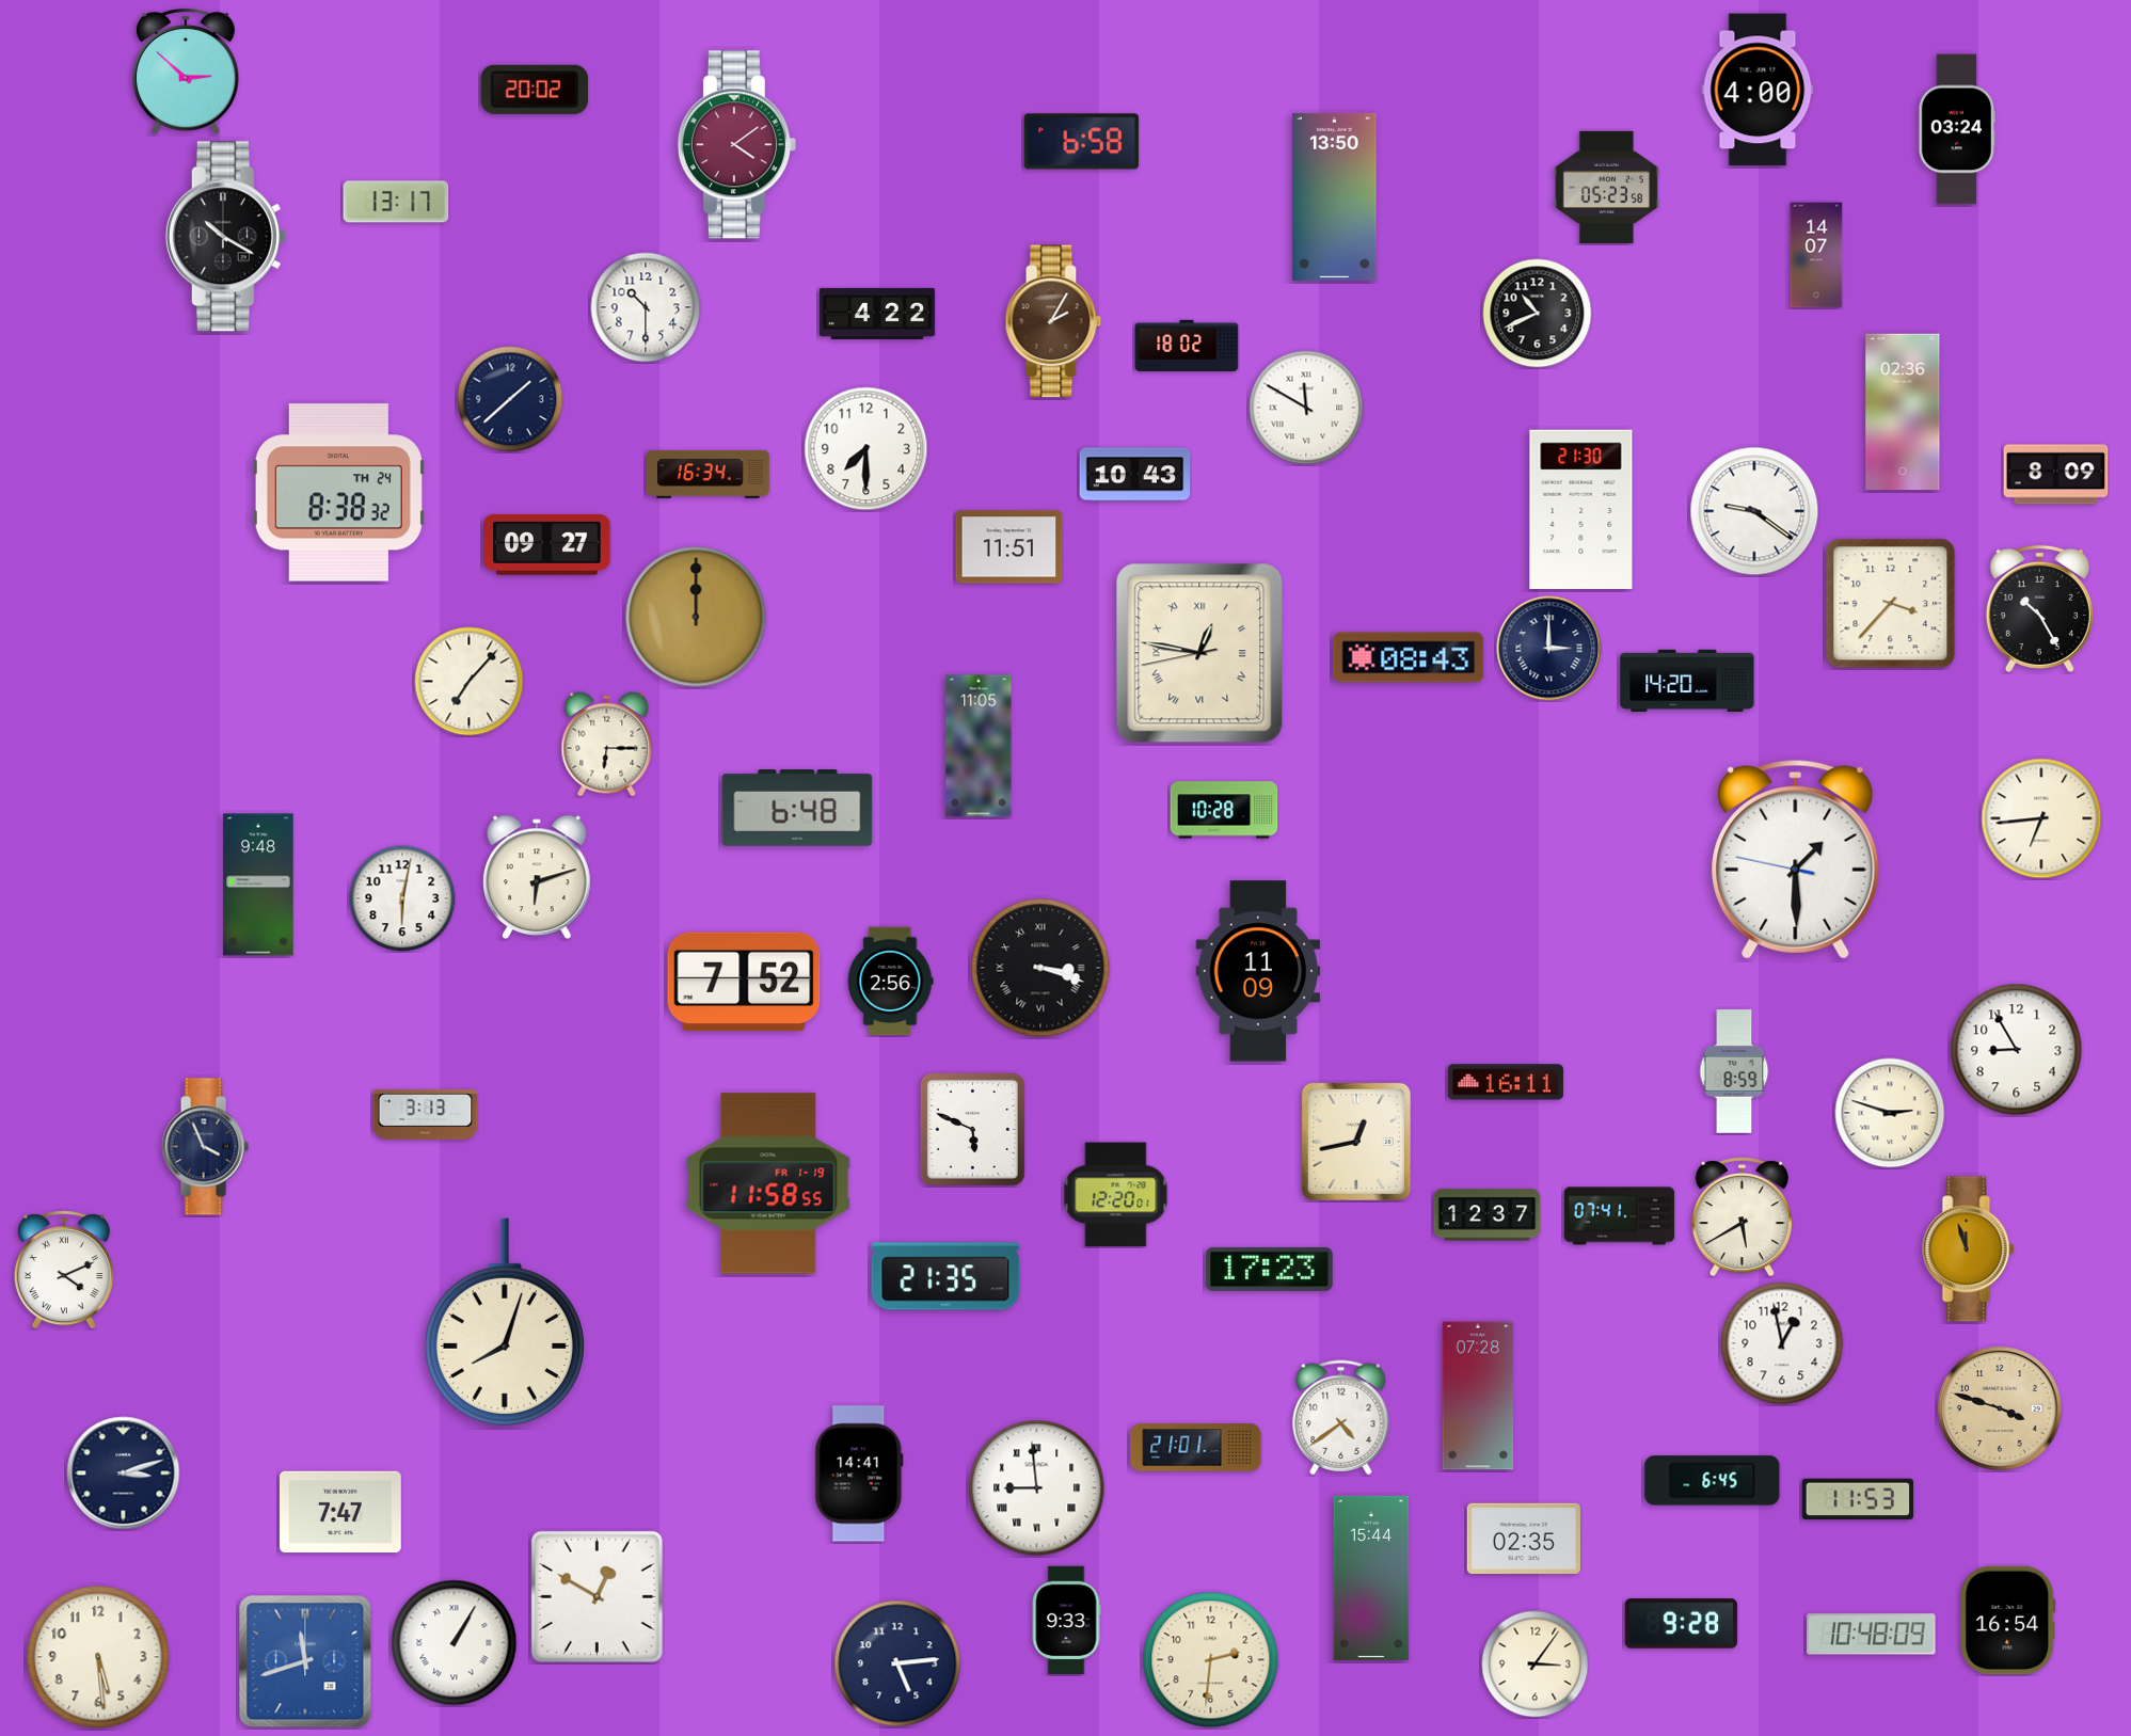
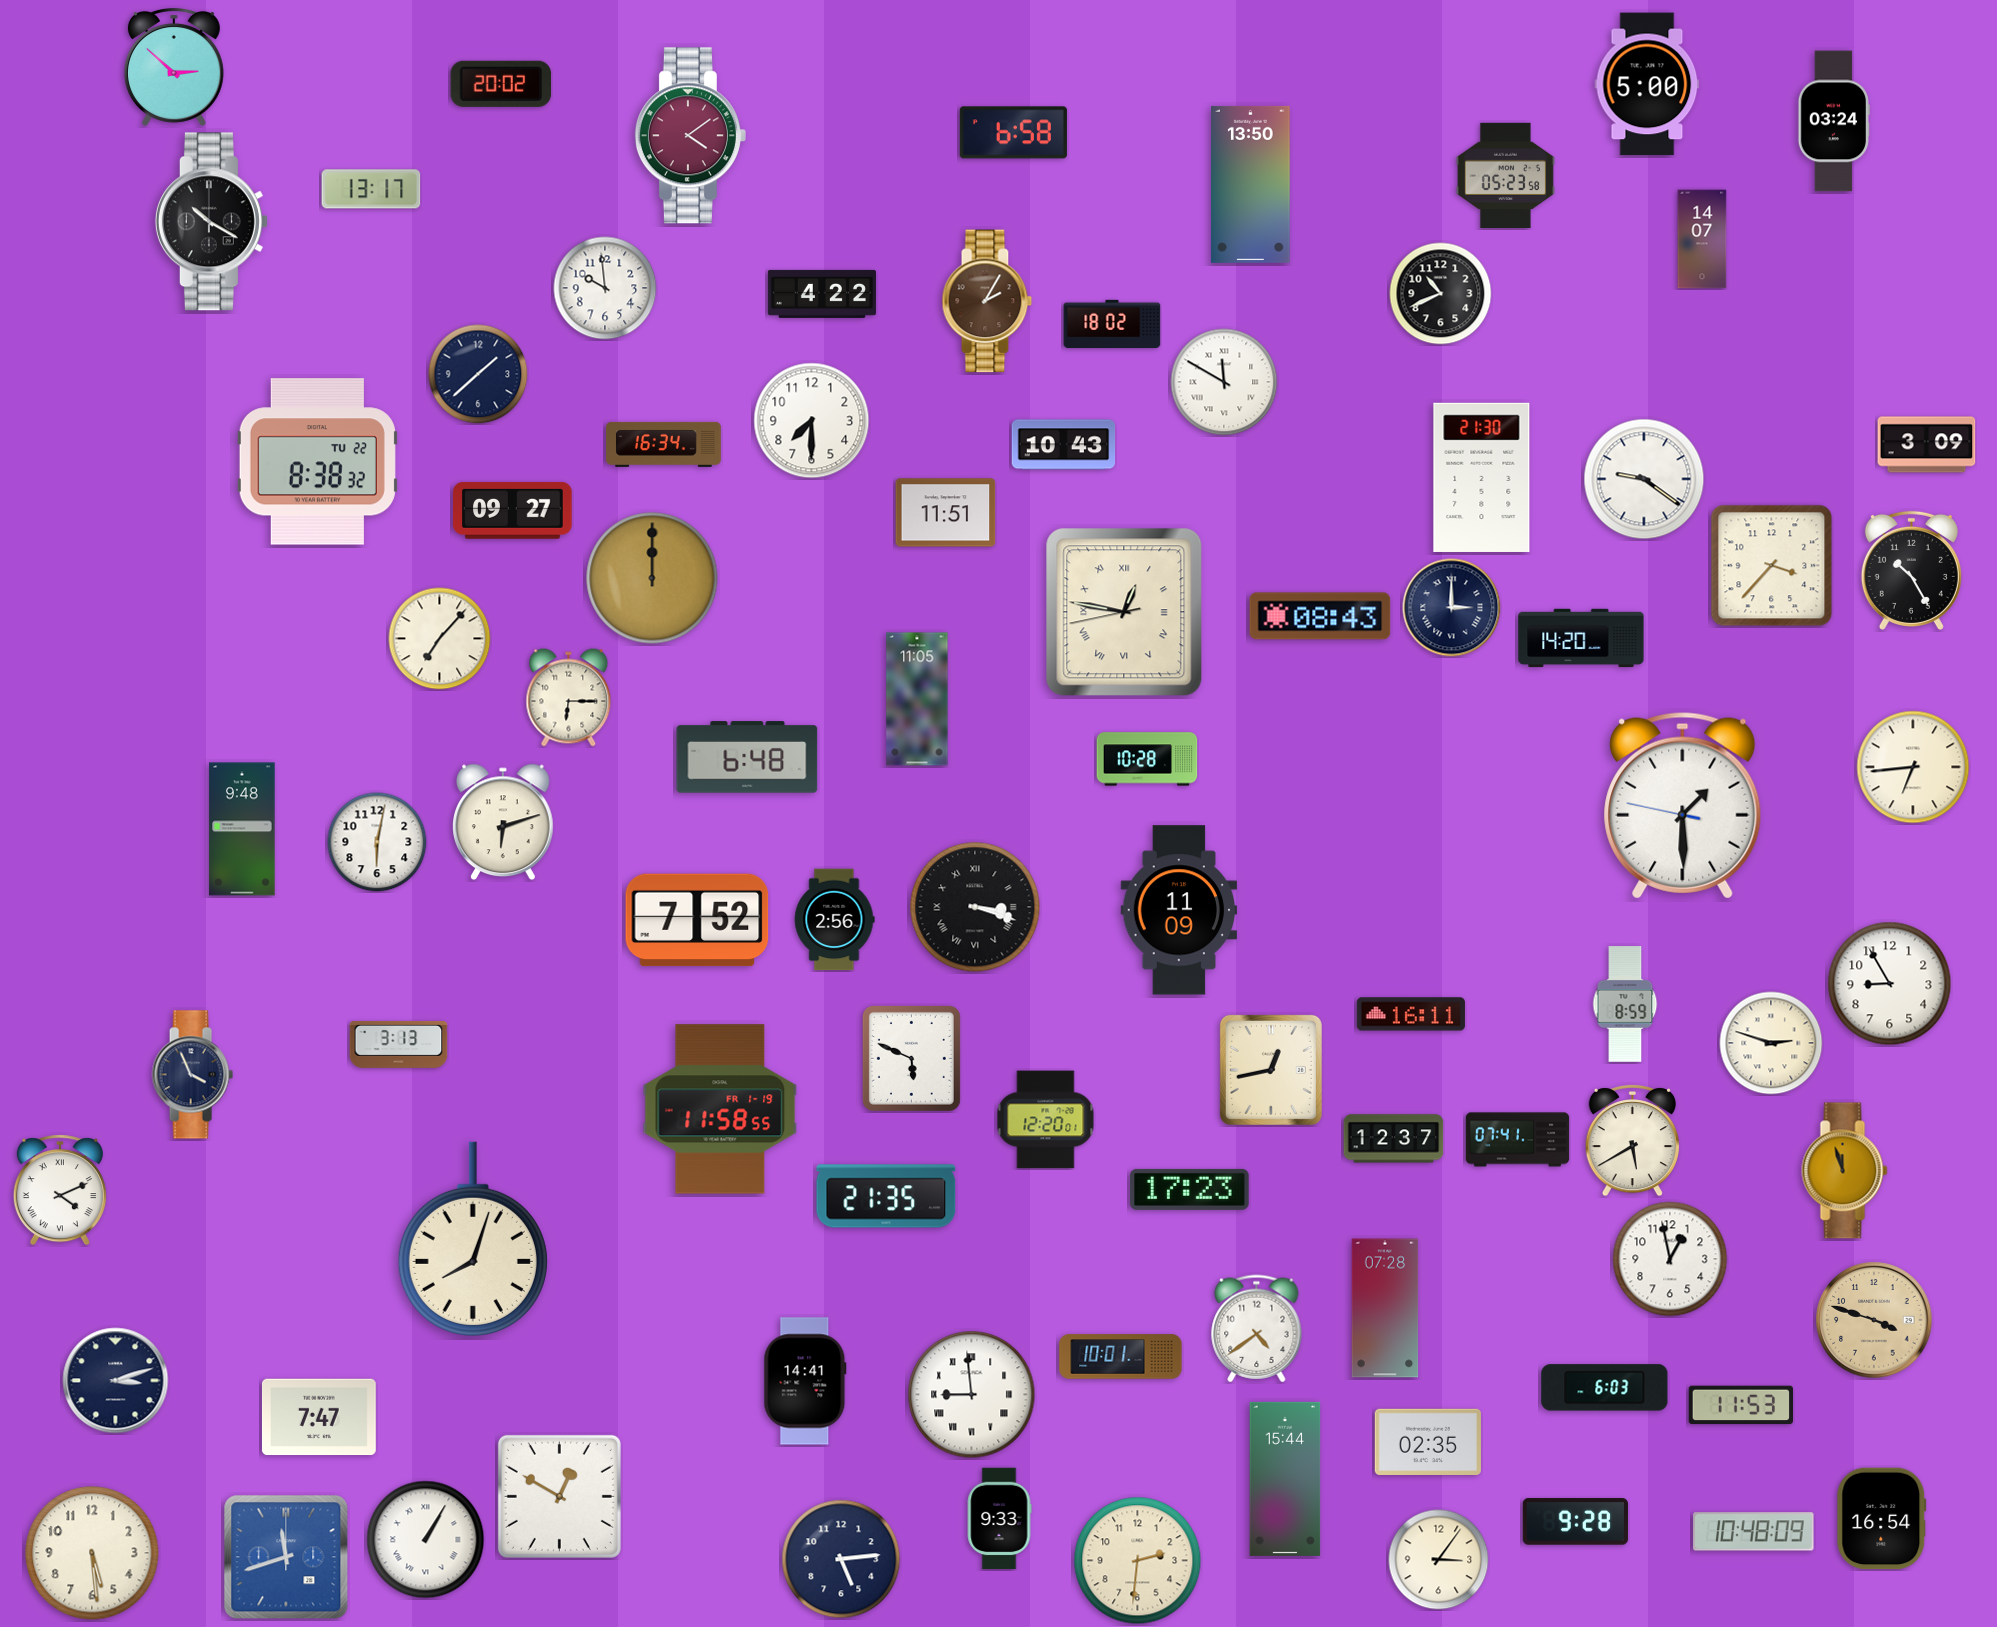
clock at (1758, 90): 4:00 -> 5:00
clock at (646, 307): 10:30 -> 9:59
clock at (1903, 412): 02:36 -> none
clock at (2056, 475): 8:09 -> 3:09
clock at (338, 493) date: TH 24 -> TU 22
clock at (1196, 1448): 21:01 -> 10:01
clock at (1713, 1481): 6:45 -> 6:03
clock at (1211, 1660) position: (1211, 1660) -> (1138, 1561)
